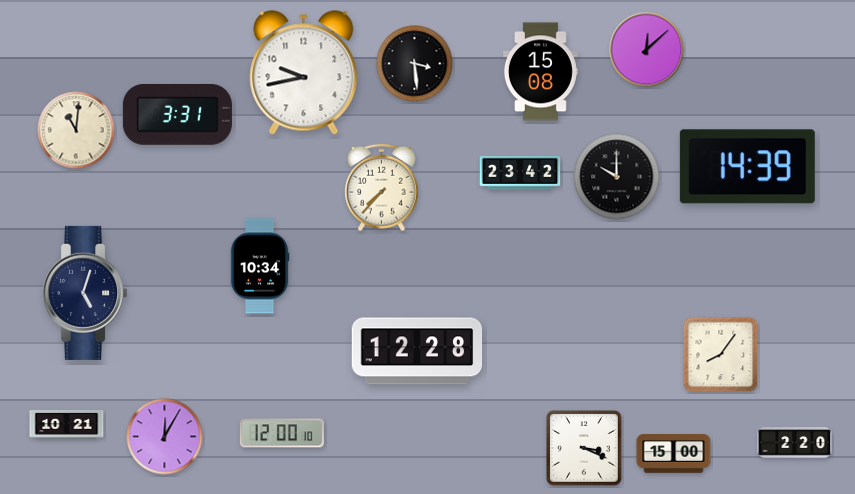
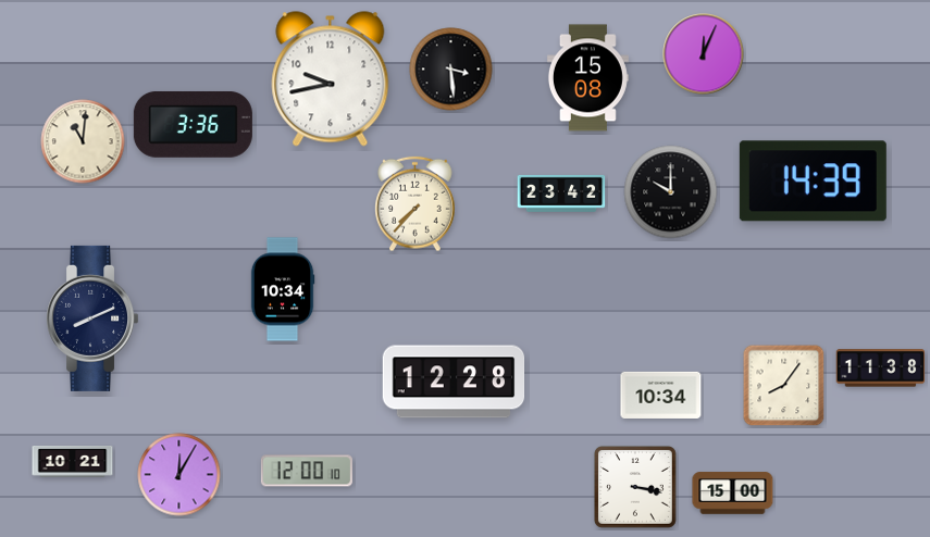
clock at (647, 50): 12:08 -> 12:04
clock at (177, 114): 3:31 -> 3:36
clock at (520, 173) position: (520, 173) -> (561, 193)
clock at (85, 293): 5:03 -> 8:11
clock at (881, 369): none -> 11:38
clock at (661, 395): none -> 10:34
clock at (795, 443): 2:20 -> none
clock at (584, 448): 3:19 -> 3:17
